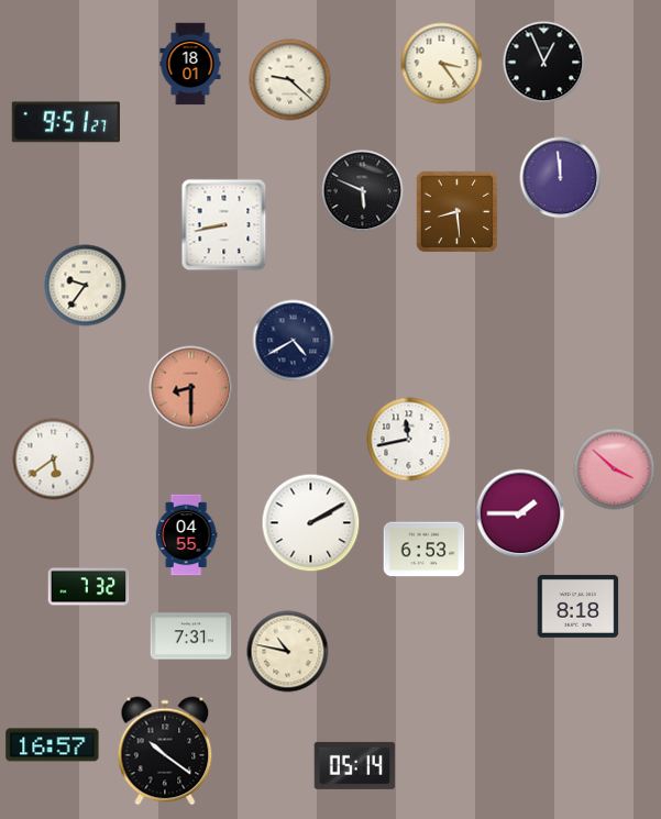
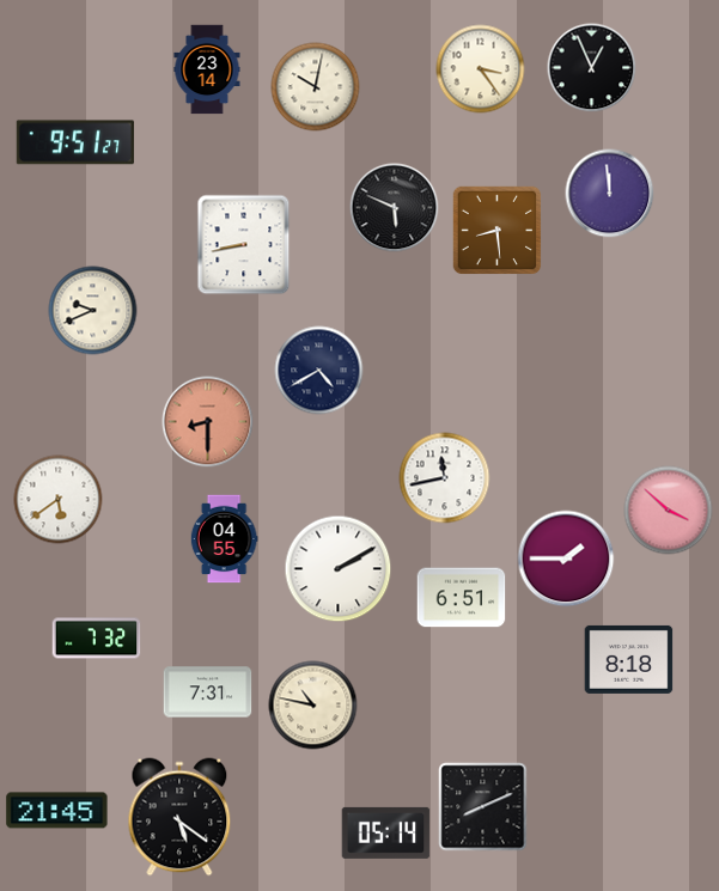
clock at (190, 64): 18:01 -> 23:14
clock at (290, 80): 9:22 -> 10:02
clock at (66, 122) position: (66, 122) -> (75, 142)
clock at (86, 286): 9:36 -> 9:41
clock at (186, 535) position: (186, 535) -> (224, 539)
clock at (425, 550): 6:53 -> 6:51
clock at (288, 652) position: (288, 652) -> (313, 706)
clock at (483, 807): none -> 8:11
clock at (53, 745): 16:57 -> 21:45
clock at (165, 751): 10:21 -> 5:21
